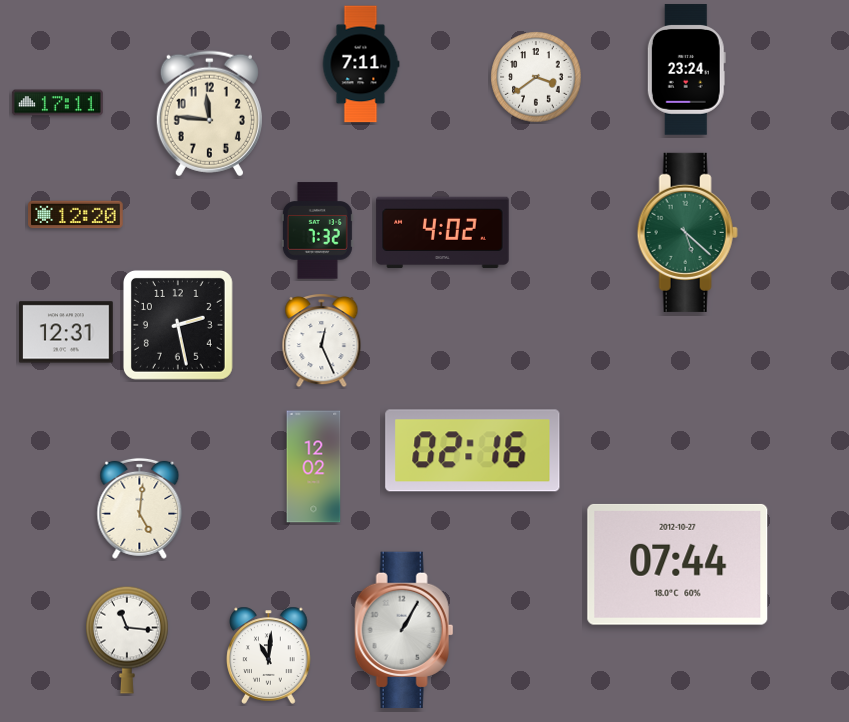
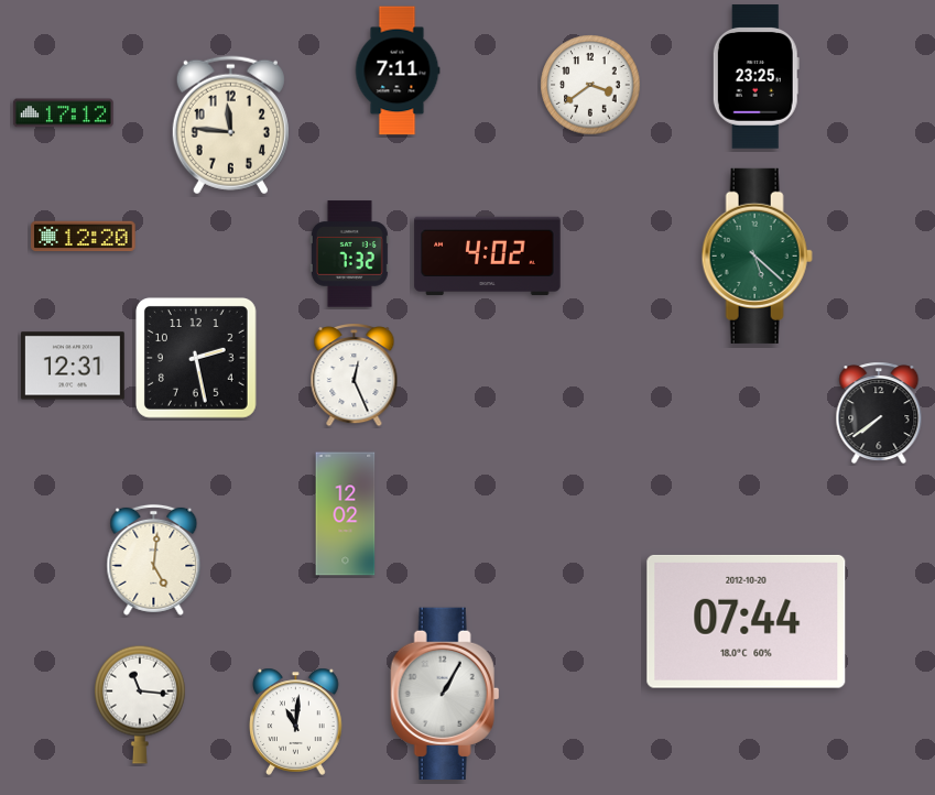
clock at (686, 70): 23:24 -> 23:25
clock at (57, 103): 17:11 -> 17:12
clock at (879, 413): none -> 7:39
clock at (473, 451): 02:16 -> none
clock at (678, 564) date: 2012-10-27 -> 2012-10-20
